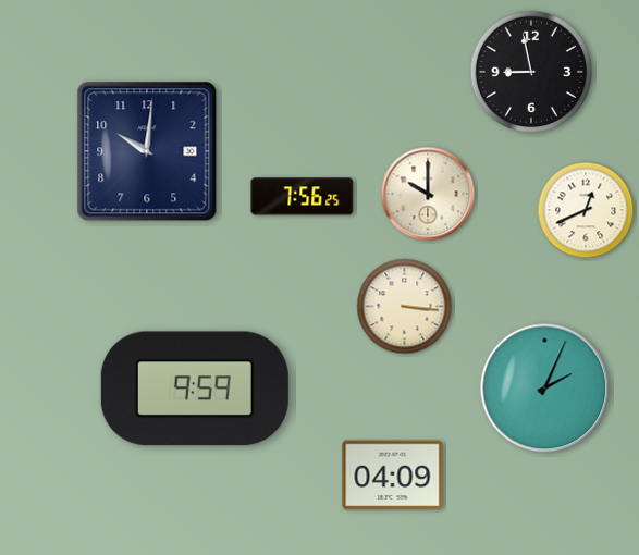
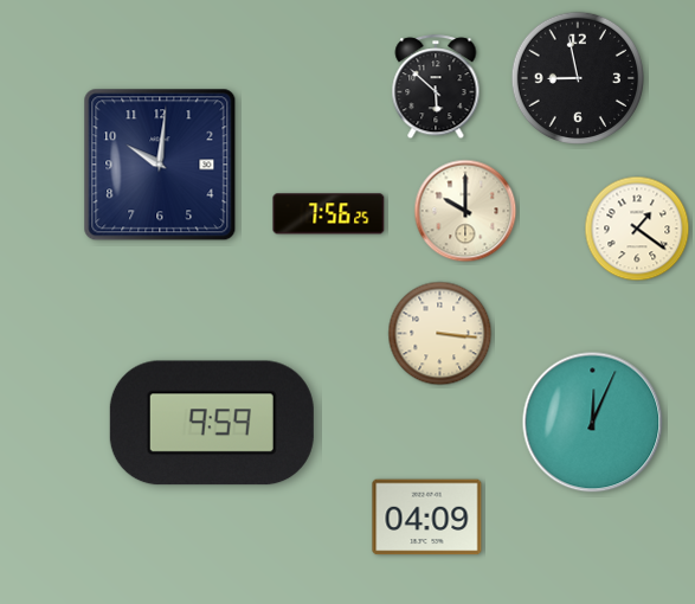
clock at (436, 88): none -> 5:52
clock at (586, 210): 12:41 -> 1:21
clock at (545, 388): 2:04 -> 12:04
